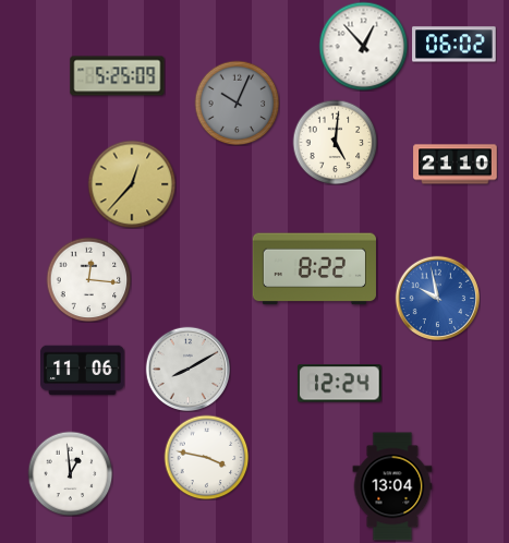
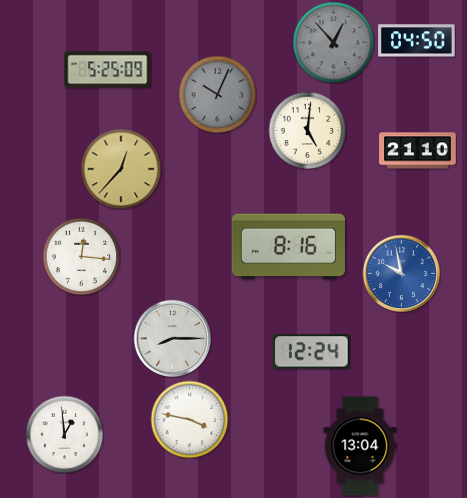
clock at (455, 45): 06:02 -> 04:50
clock at (363, 46) dial: white -> grey
clock at (314, 269): 8:22 -> 8:16
clock at (187, 369): 8:10 -> 8:15
clock at (83, 371): 11:06 -> none
